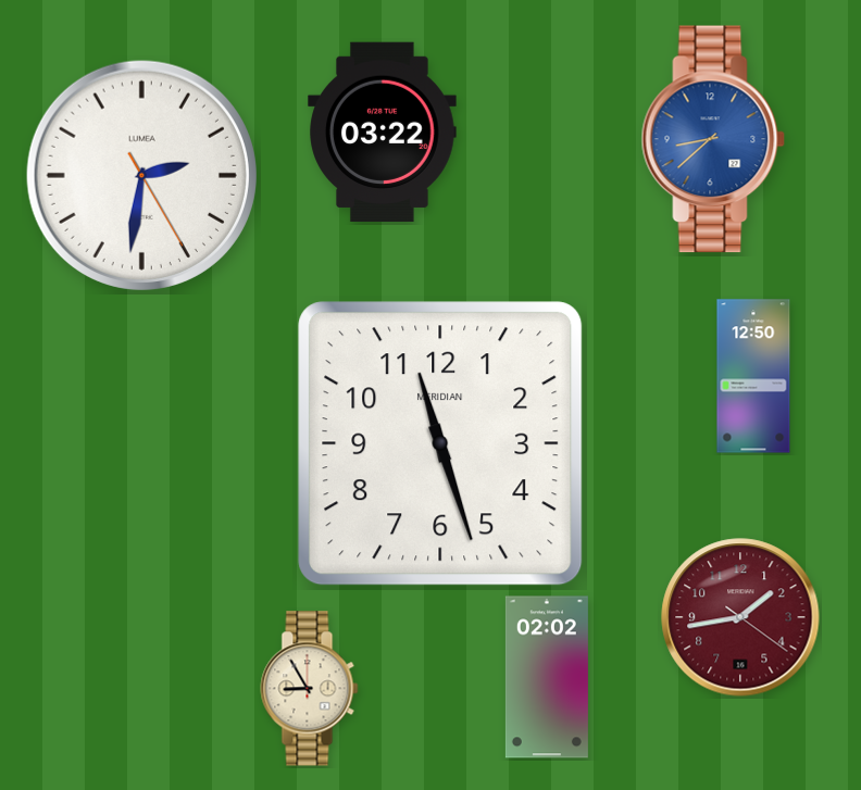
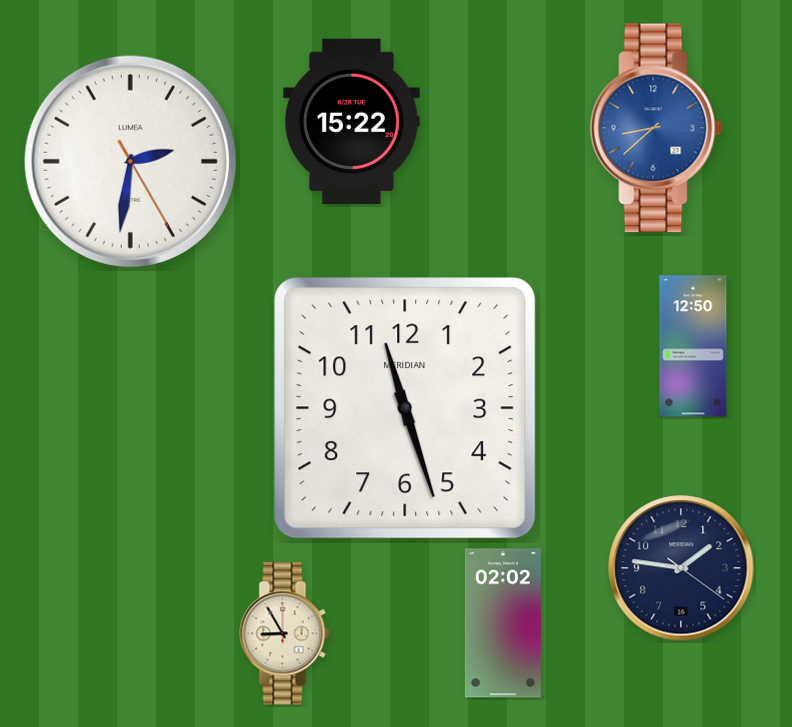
clock at (383, 133): 03:22 -> 15:22
clock at (740, 617): 1:43 -> 1:46
clock at (740, 617) dial: burgundy -> navy
